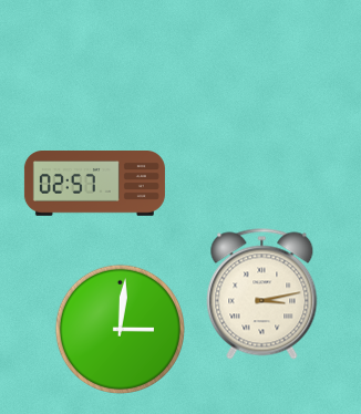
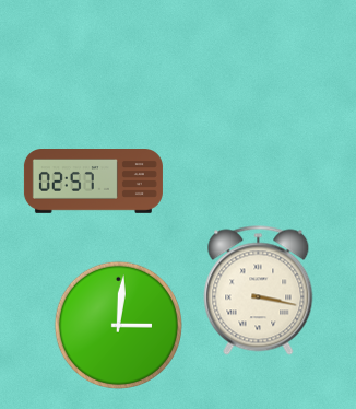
clock at (262, 294): 3:13 -> 3:17
